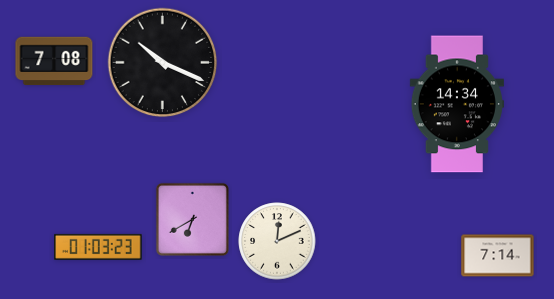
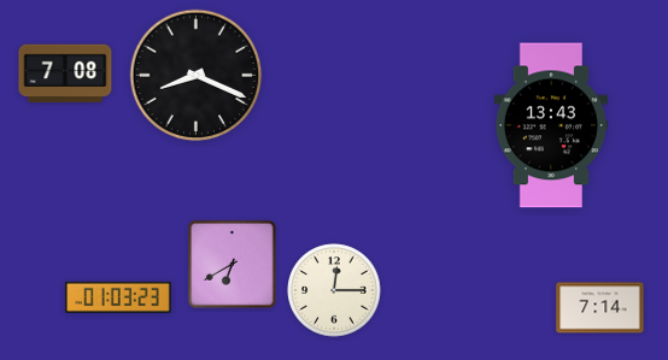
clock at (163, 63): 10:19 -> 8:19
clock at (457, 104): 14:34 -> 13:43
clock at (277, 241): 12:11 -> 12:15
